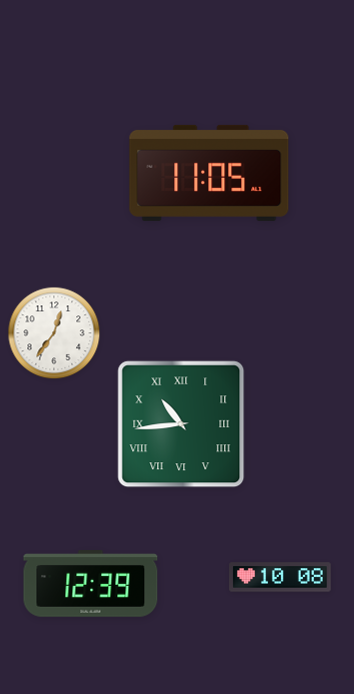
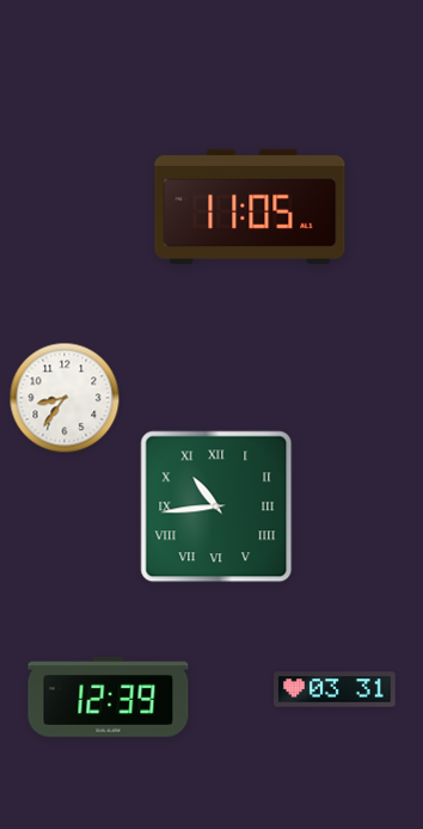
clock at (54, 333): 12:36 -> 8:36
clock at (280, 577): 10:08 -> 03:31
